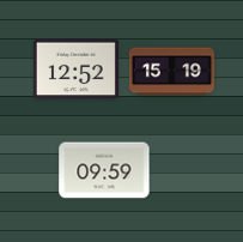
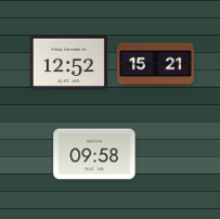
clock at (171, 72): 15:19 -> 15:21
clock at (104, 170): 09:59 -> 09:58
